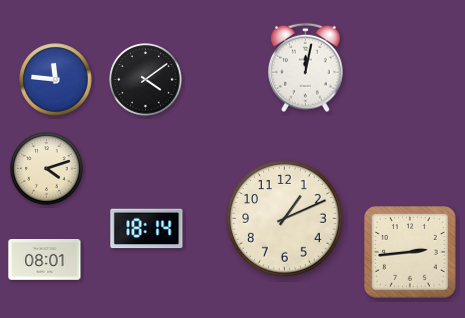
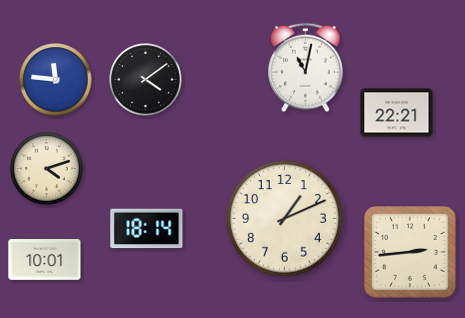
clock at (306, 68): 12:02 -> 11:02
clock at (397, 113): none -> 22:21
clock at (45, 260): 08:01 -> 10:01
